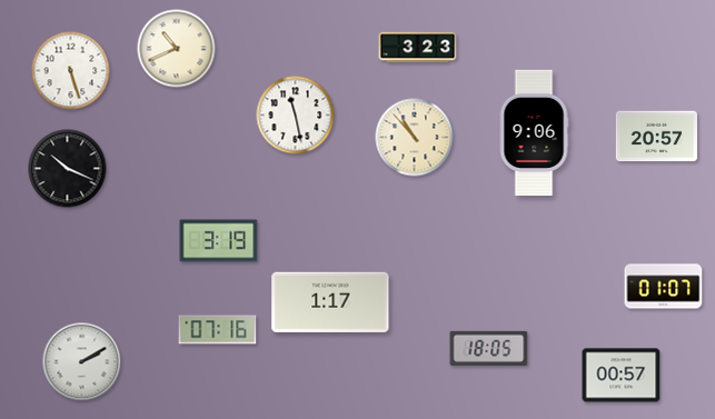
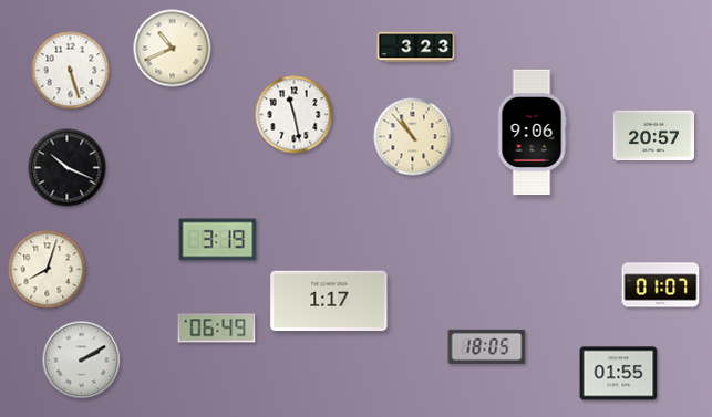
clock at (177, 49) position: (177, 49) -> (173, 49)
clock at (48, 270): none -> 8:03
clock at (218, 330): 07:16 -> 06:49
clock at (622, 376): 00:57 -> 01:55
